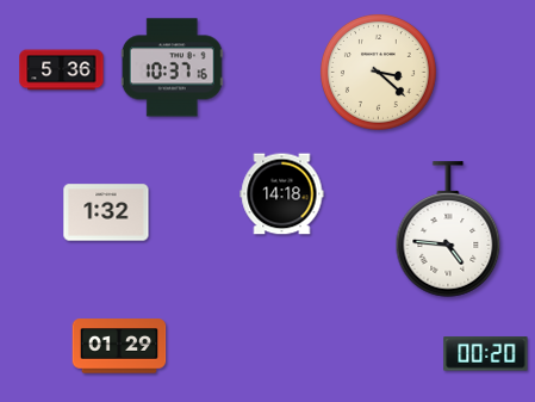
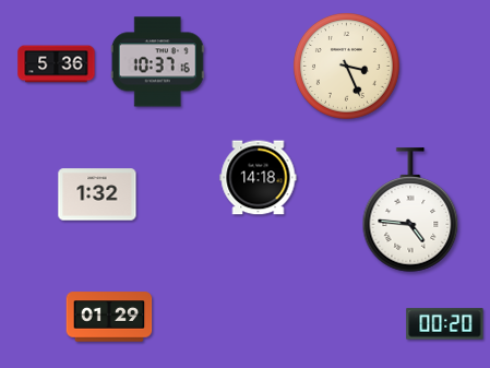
clock at (378, 72): 3:22 -> 3:26
